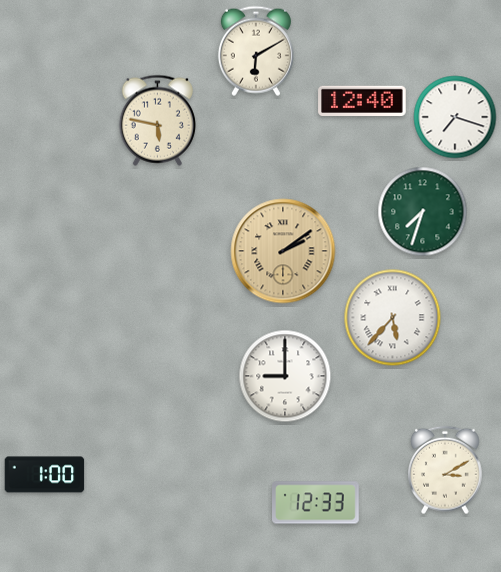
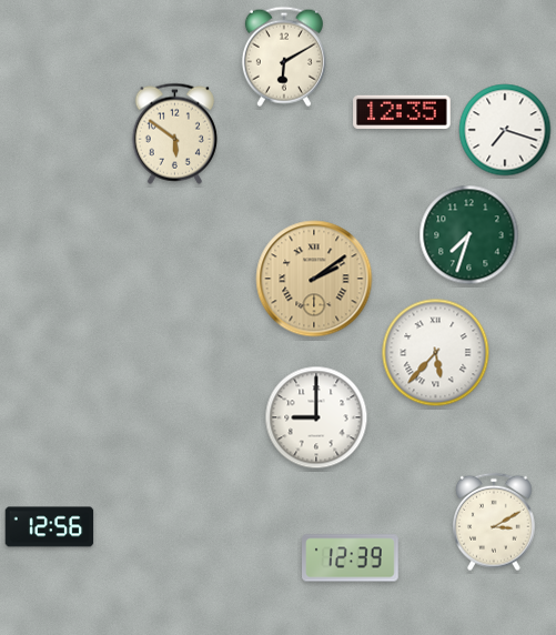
clock at (362, 100): 12:40 -> 12:35
clock at (157, 120): 5:47 -> 5:51
clock at (45, 475): 1:00 -> 12:56
clock at (316, 503): 12:33 -> 12:39
